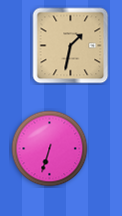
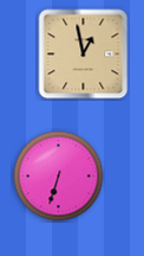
clock at (71, 46): 1:32 -> 12:58
